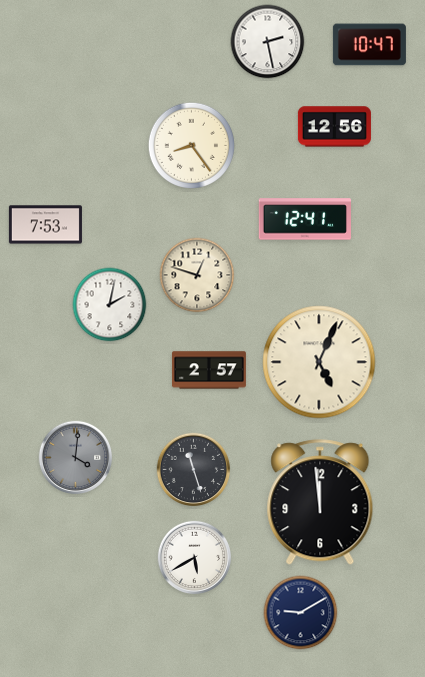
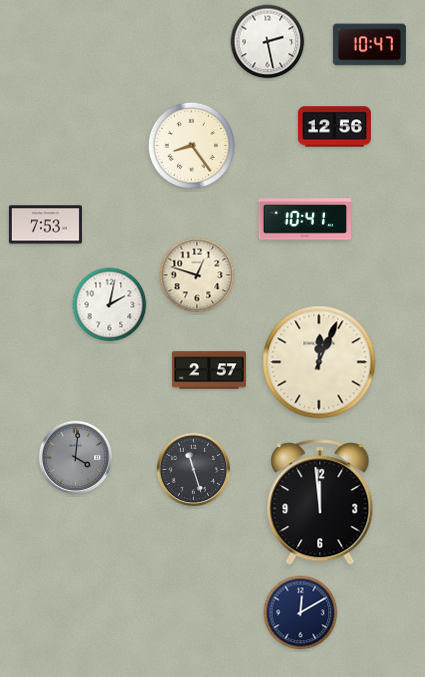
clock at (304, 219): 12:41 -> 10:41
clock at (319, 362): 5:04 -> 12:04
clock at (195, 558): 5:40 -> none
clock at (301, 613): 9:10 -> 12:10
